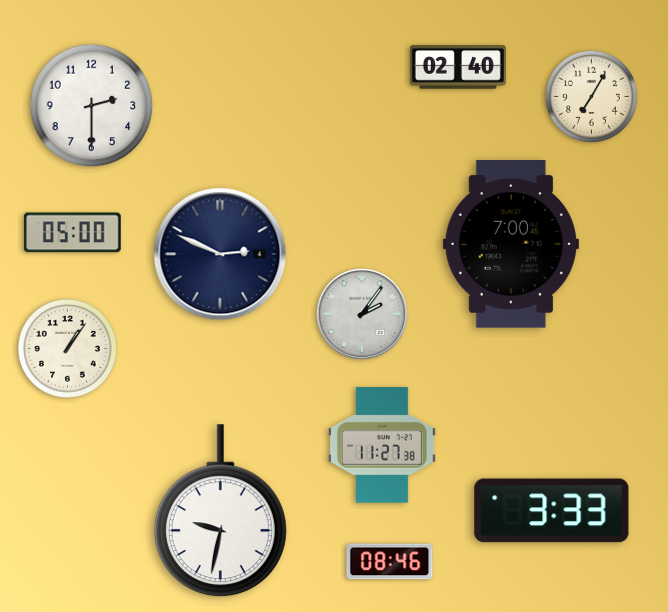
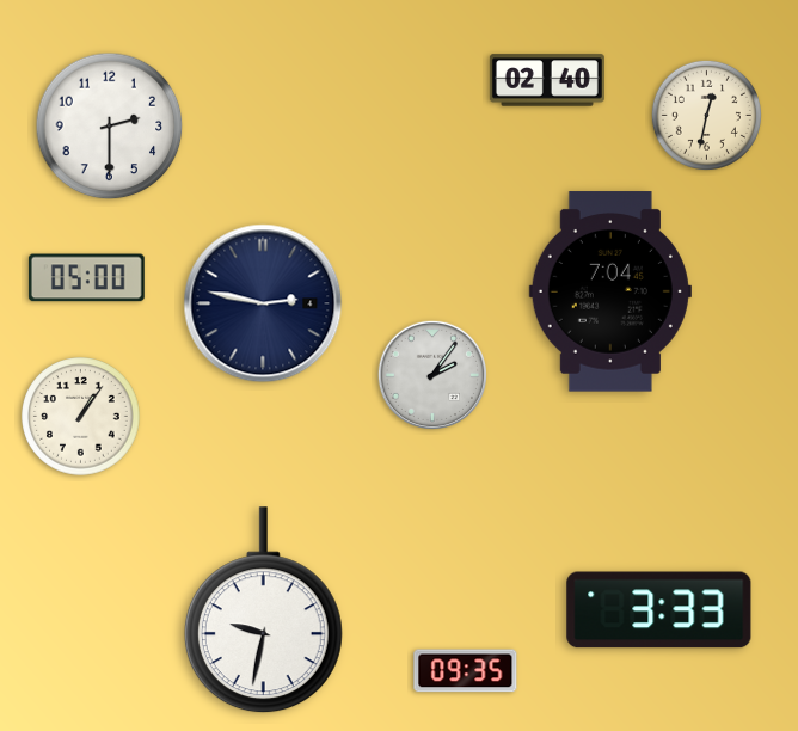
clock at (591, 96): 7:05 -> 12:32
clock at (511, 244): 7:00 -> 7:04
clock at (220, 254): 2:49 -> 2:47
clock at (383, 445): 11:27 -> none
clock at (390, 562): 08:46 -> 09:35
